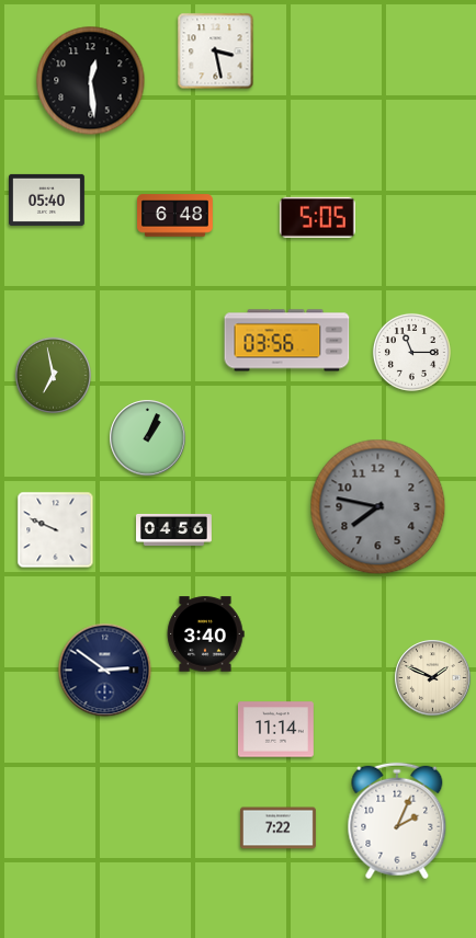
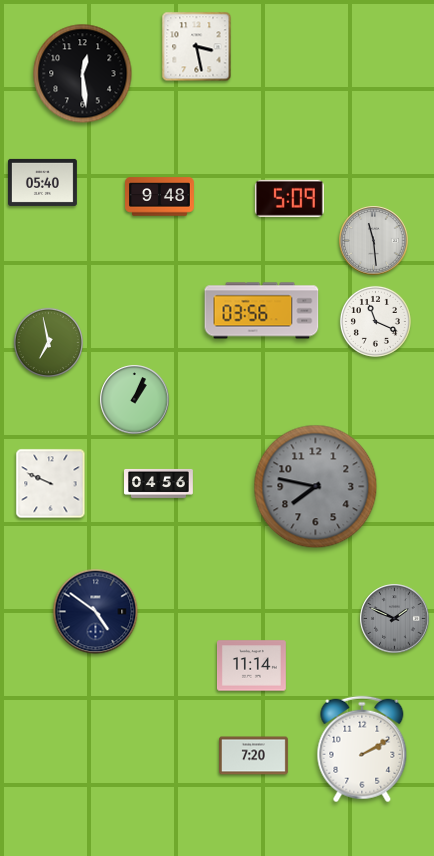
clock at (175, 216): 6:48 -> 9:48
clock at (317, 217): 5:05 -> 5:09
clock at (374, 241): none -> 11:29
clock at (411, 352): 11:15 -> 11:19
clock at (378, 507) position: (378, 507) -> (316, 487)
clock at (205, 634): 3:40 -> none
clock at (105, 671): 2:51 -> 4:51
clock at (433, 678) dial: cream -> grey
clock at (397, 821): 2:04 -> 2:10
clock at (279, 828): 7:22 -> 7:20
